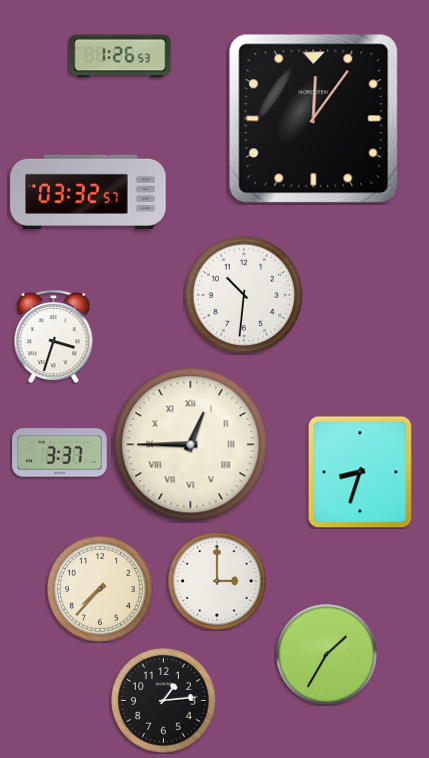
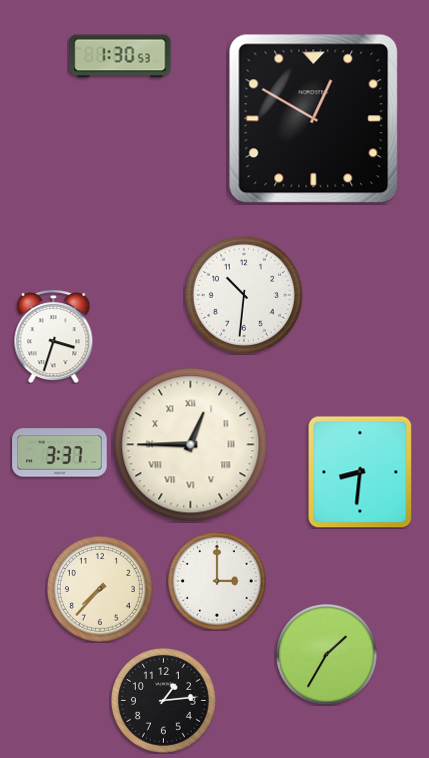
clock at (120, 56): 1:26 -> 1:30
clock at (314, 119): 12:06 -> 12:50
clock at (88, 192): 03:32 -> none
clock at (360, 472): 8:33 -> 8:31
